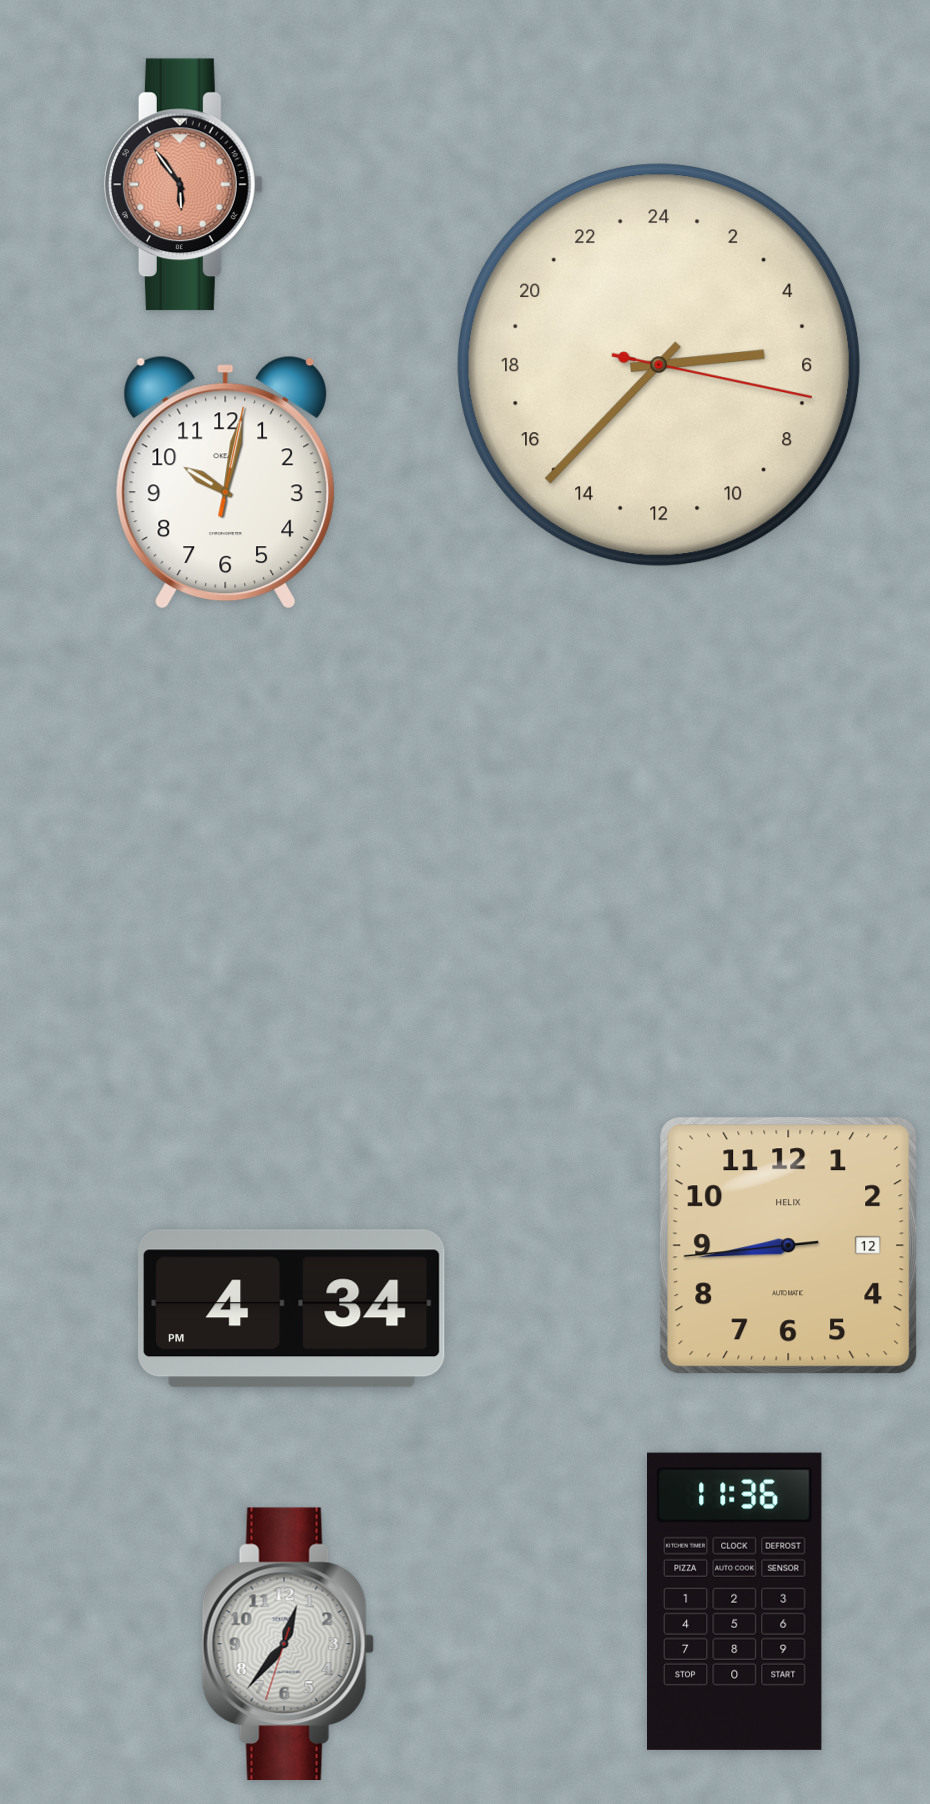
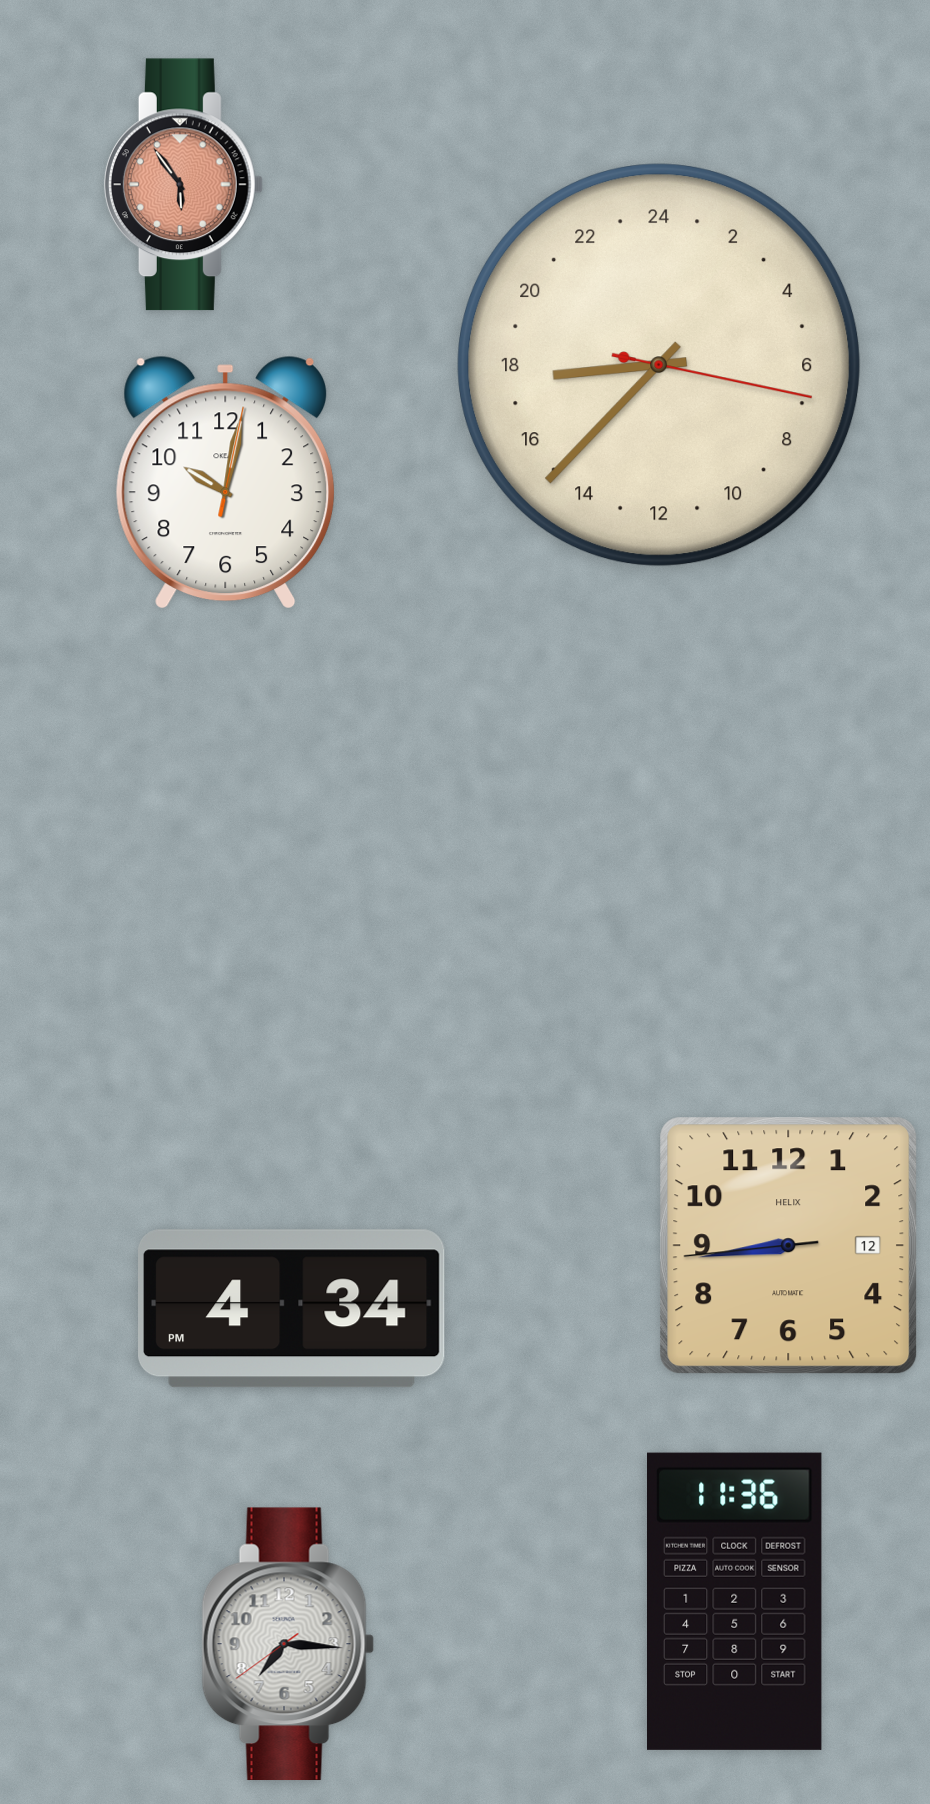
clock at (659, 365): 5:37 -> 17:37
clock at (288, 1644): 12:36 -> 7:15
